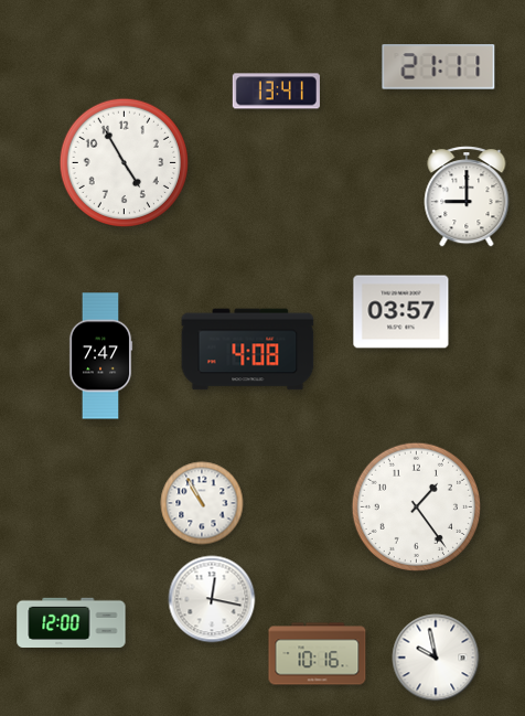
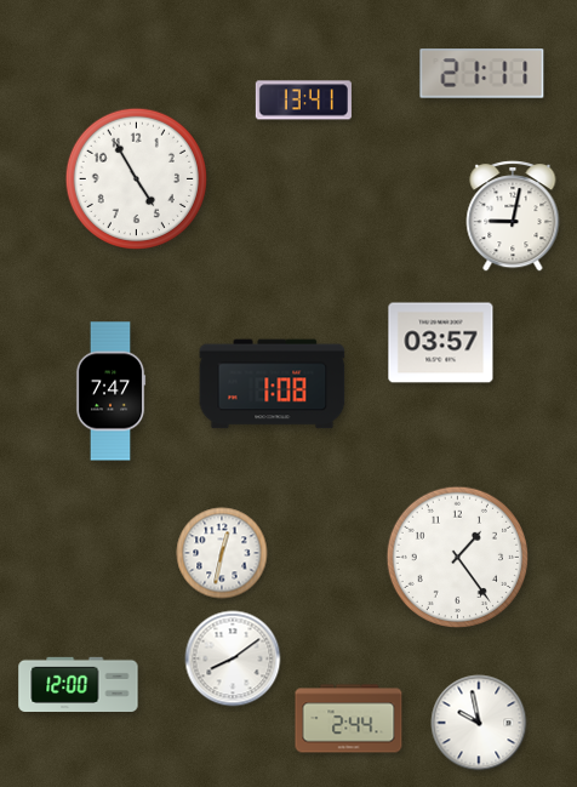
clock at (467, 197): 9:00 -> 9:02
clock at (248, 350): 4:08 -> 1:08
clock at (202, 503): 10:55 -> 12:32
clock at (212, 599): 12:17 -> 8:09
clock at (318, 654): 10:16 -> 2:44
